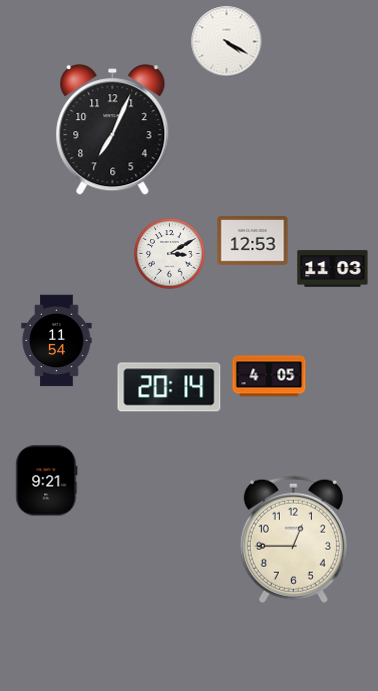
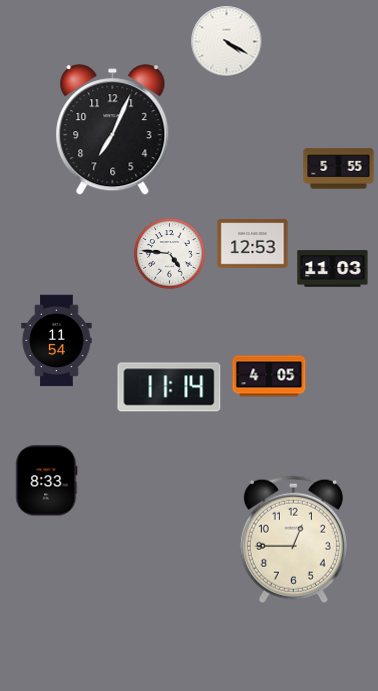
clock at (339, 169): none -> 5:55
clock at (253, 241) position: (253, 241) -> (253, 244)
clock at (170, 254): 3:10 -> 4:46
clock at (169, 387): 20:14 -> 11:14
clock at (47, 481): 9:21 -> 8:33
